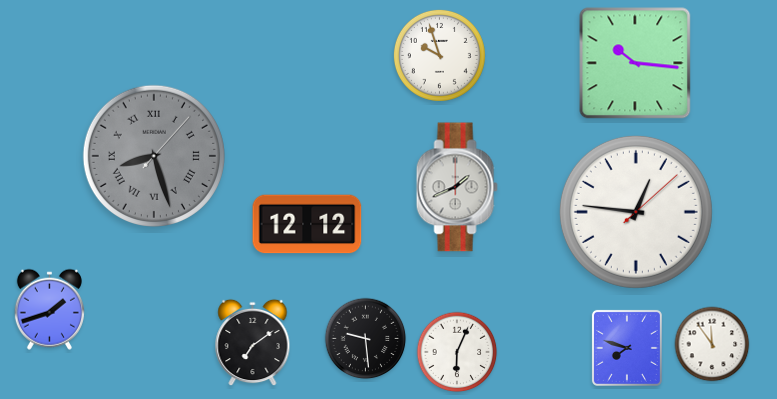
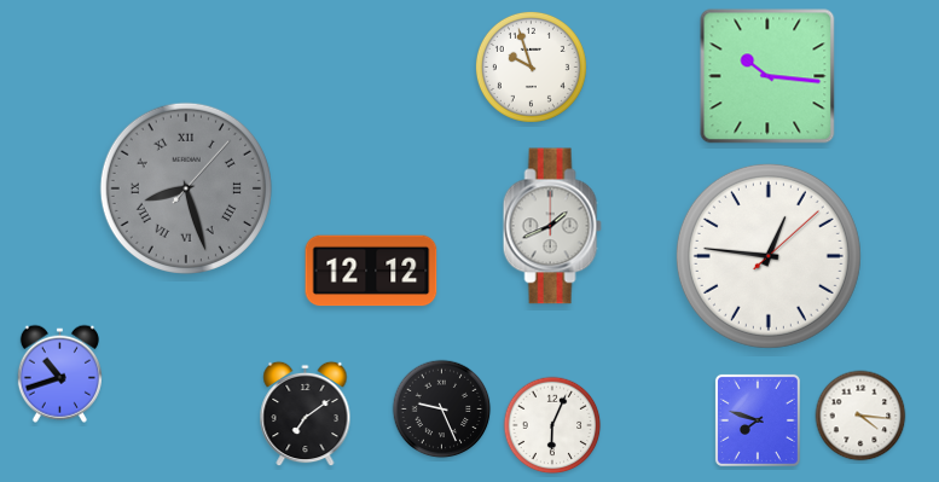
clock at (49, 309): 1:42 -> 10:42
clock at (366, 339): 9:29 -> 9:26
clock at (712, 344): 11:54 -> 4:16
